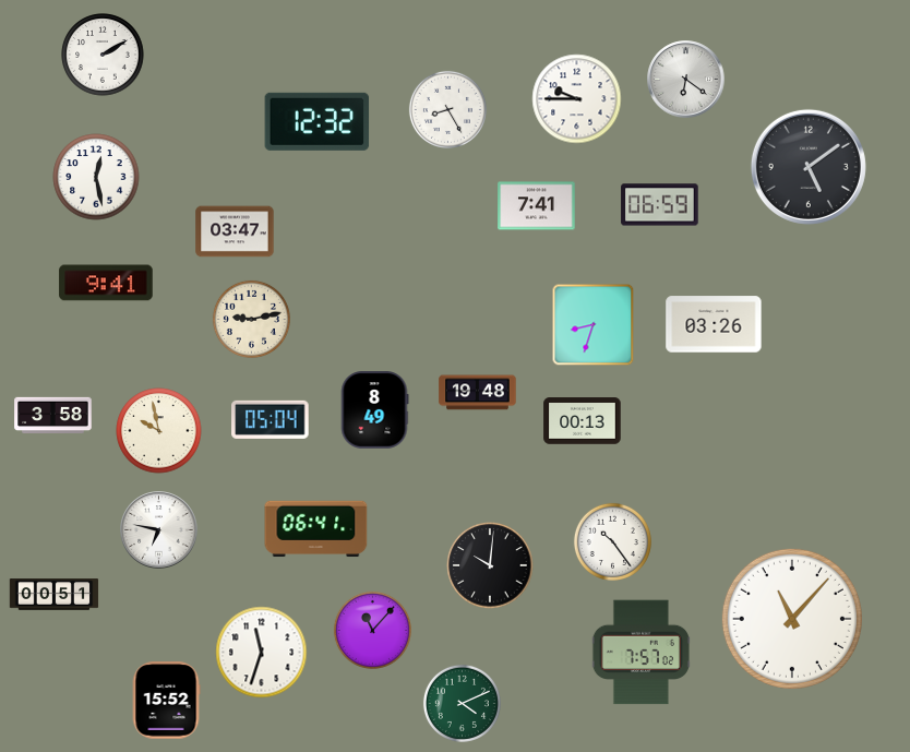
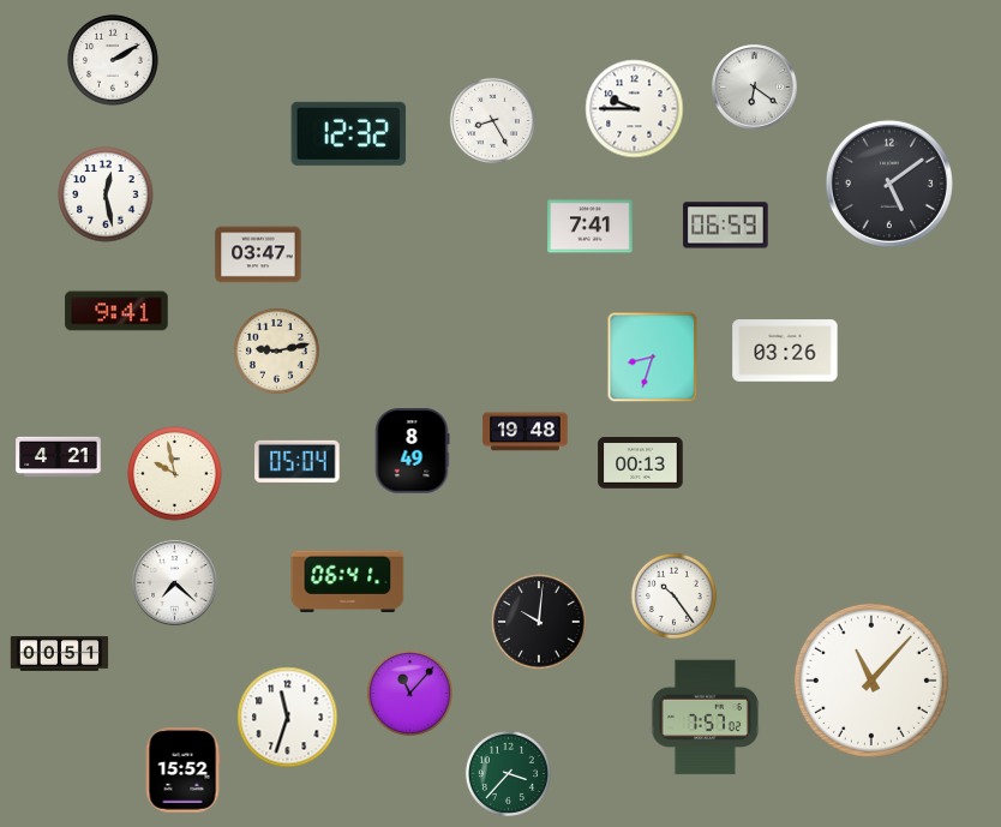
clock at (714, 324) position: (714, 324) -> (785, 350)
clock at (53, 416): 3:58 -> 4:21
clock at (159, 530): 6:47 -> 7:22
clock at (462, 703): 4:11 -> 3:37
